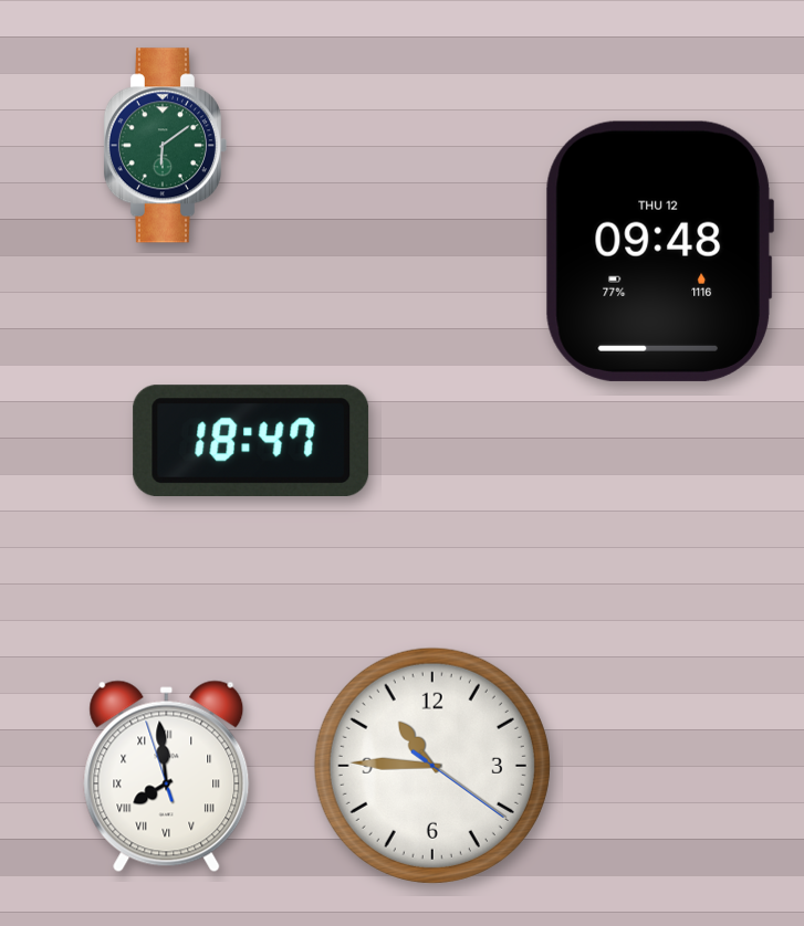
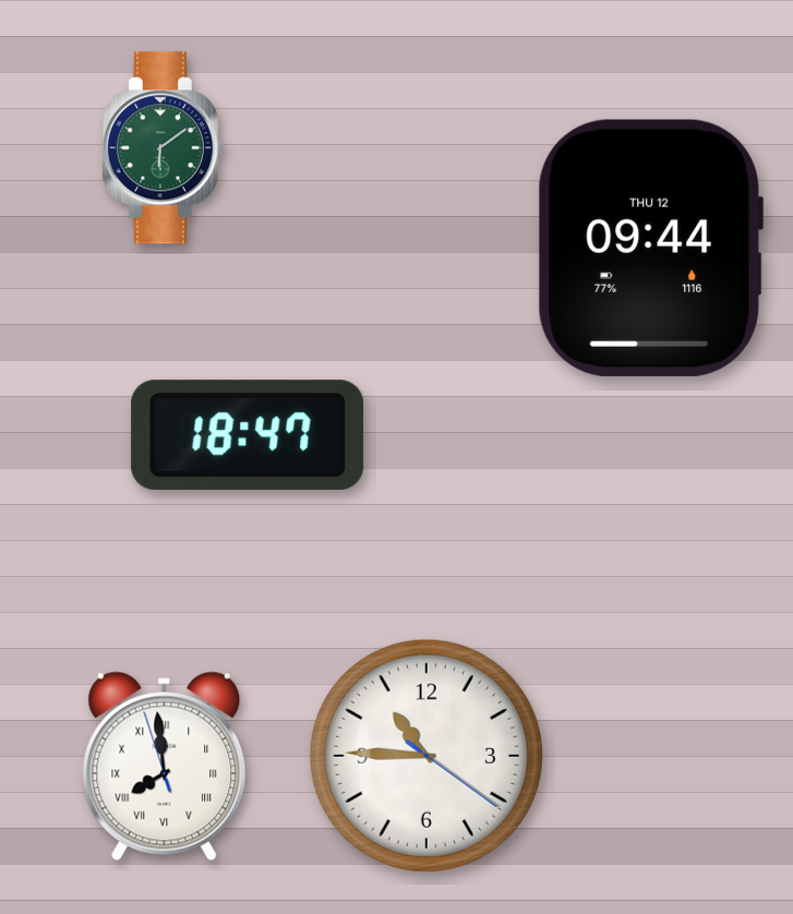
clock at (165, 146) position: (165, 146) -> (163, 148)
clock at (659, 251): 09:48 -> 09:44
